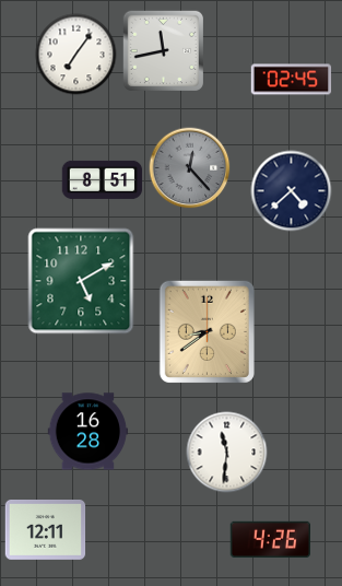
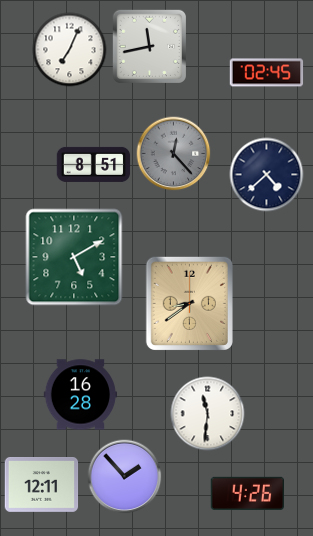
clock at (76, 55): 7:06 -> 7:04
clock at (125, 477): none -> 1:53
